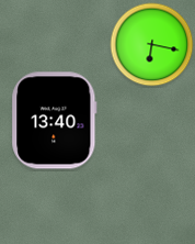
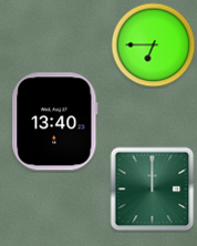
clock at (152, 45): 6:17 -> 6:45
clock at (153, 189): none -> 12:00
